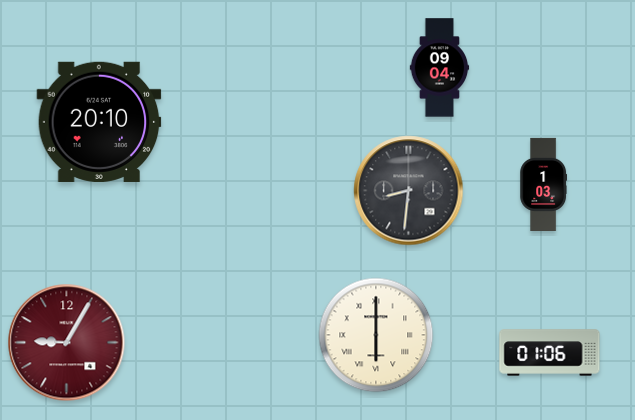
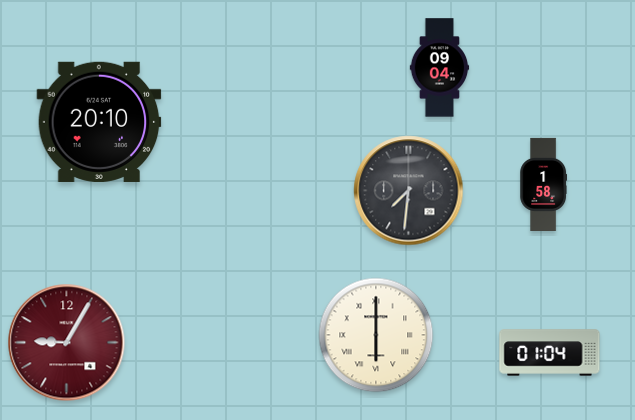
clock at (543, 184): 1:03 -> 1:58
clock at (409, 191): 8:31 -> 7:31
clock at (550, 353): 01:06 -> 01:04
